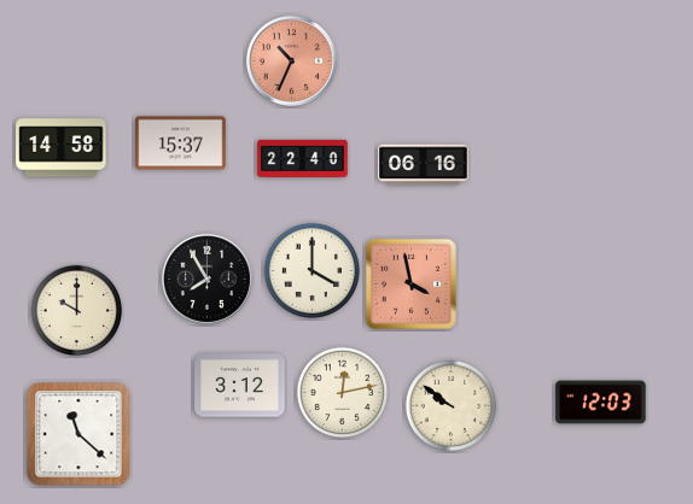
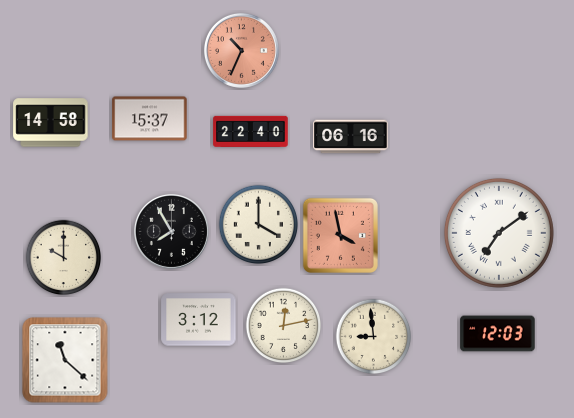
clock at (499, 233): none -> 7:09
clock at (452, 406): 9:51 -> 8:59
